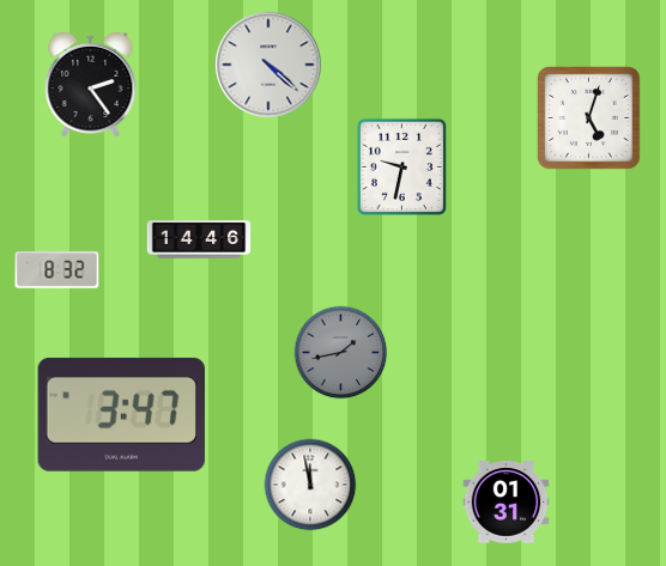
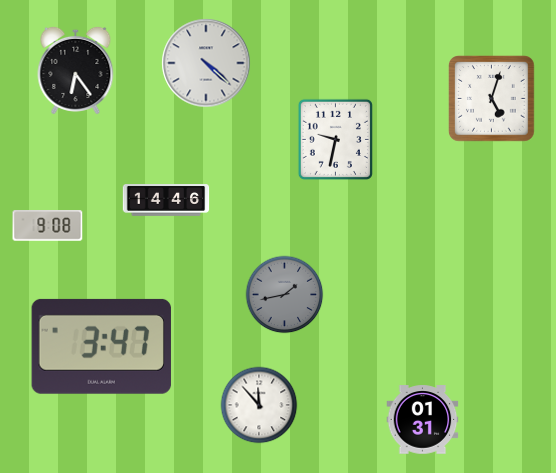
clock at (268, 65) position: (268, 65) -> (206, 63)
clock at (91, 84): 2:24 -> 6:24
clock at (57, 270): 8:32 -> 9:08
clock at (310, 485): 11:58 -> 11:53
